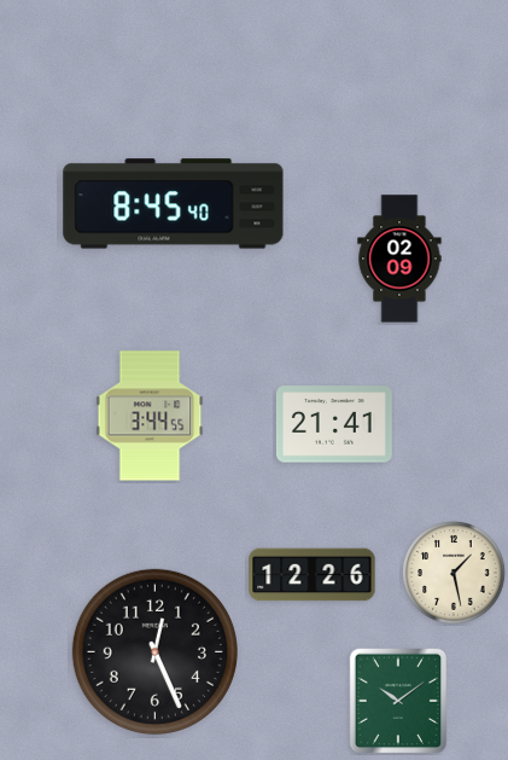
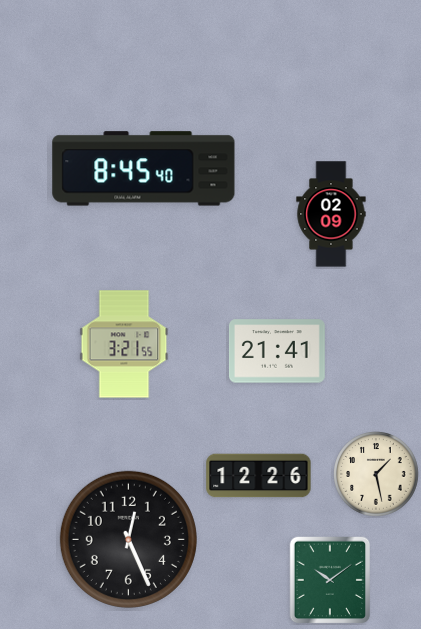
clock at (150, 416): 3:44 -> 3:21
